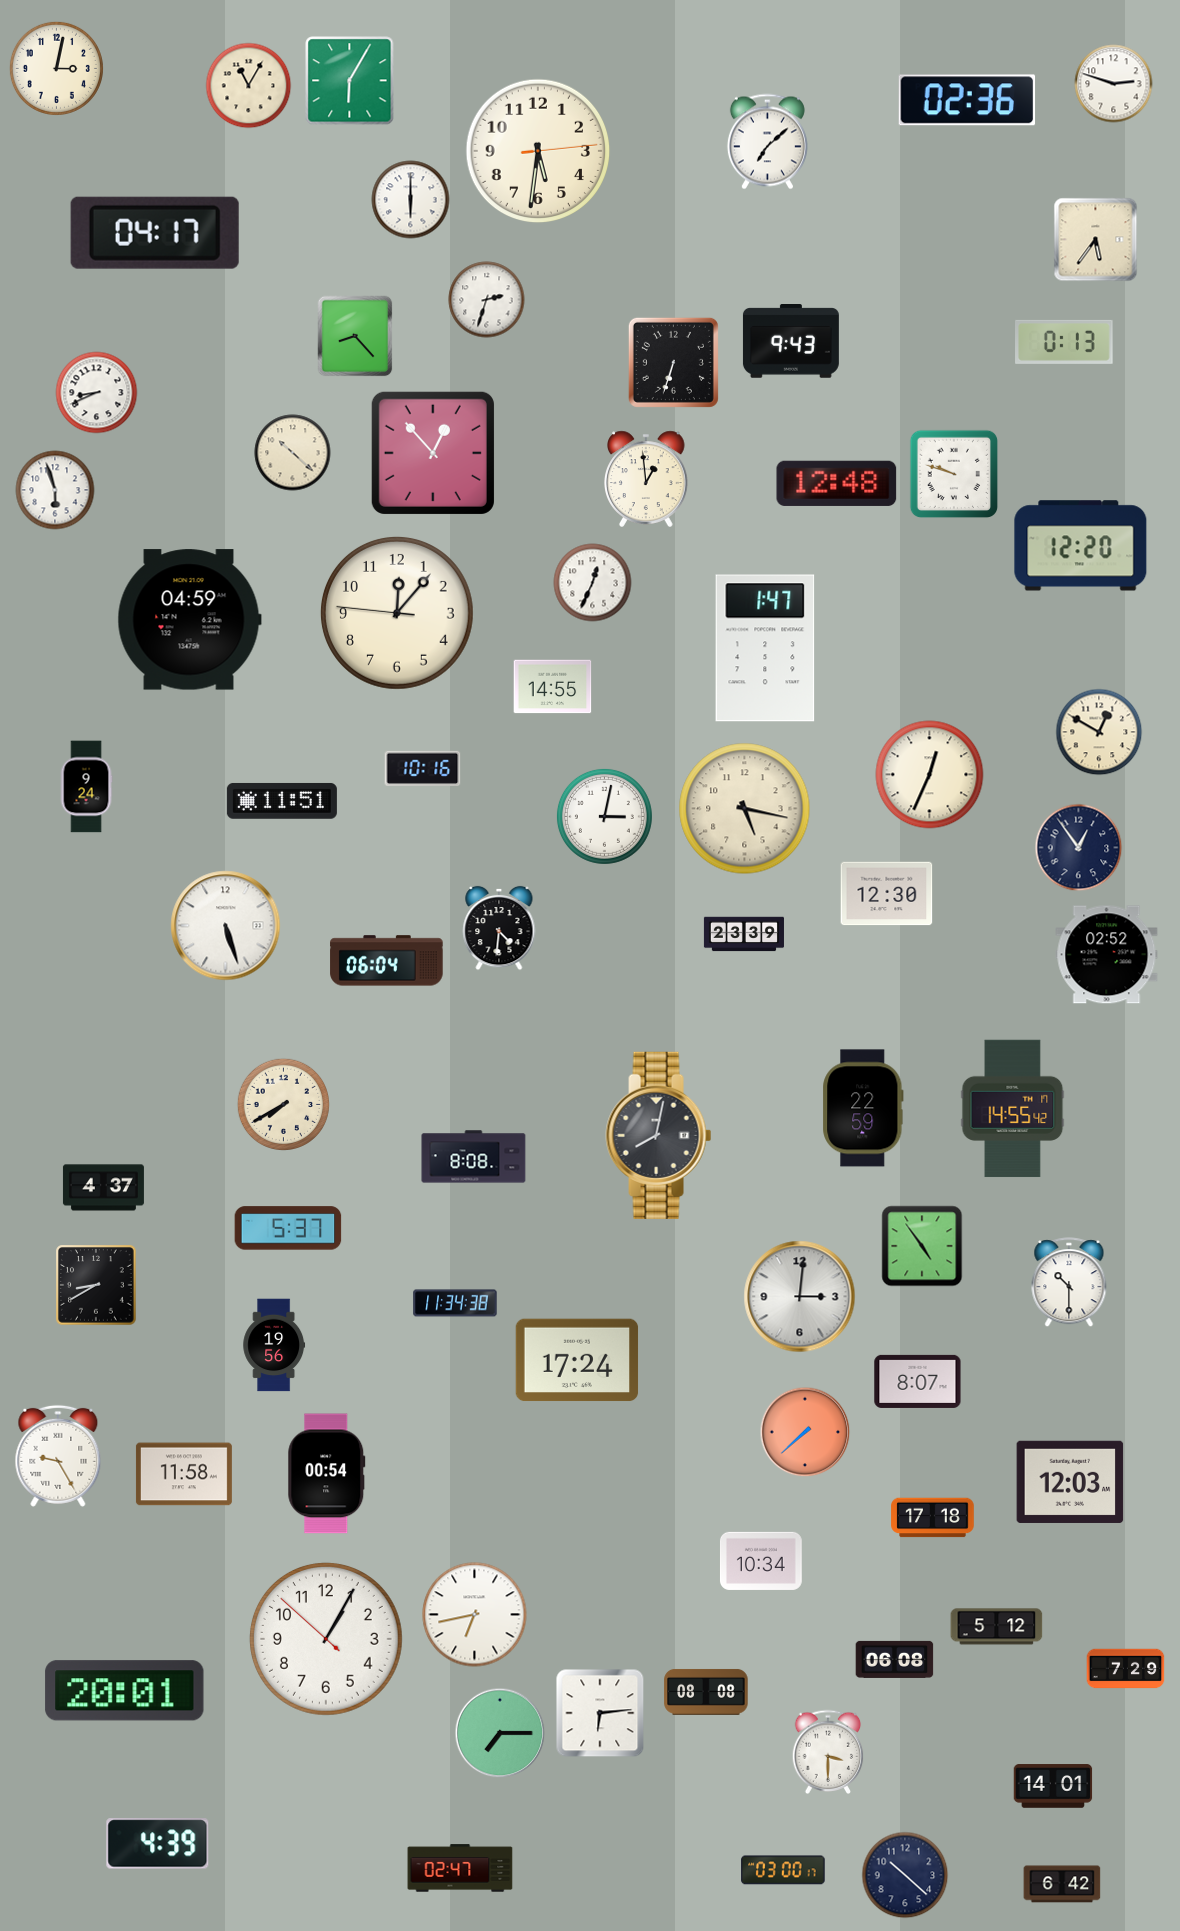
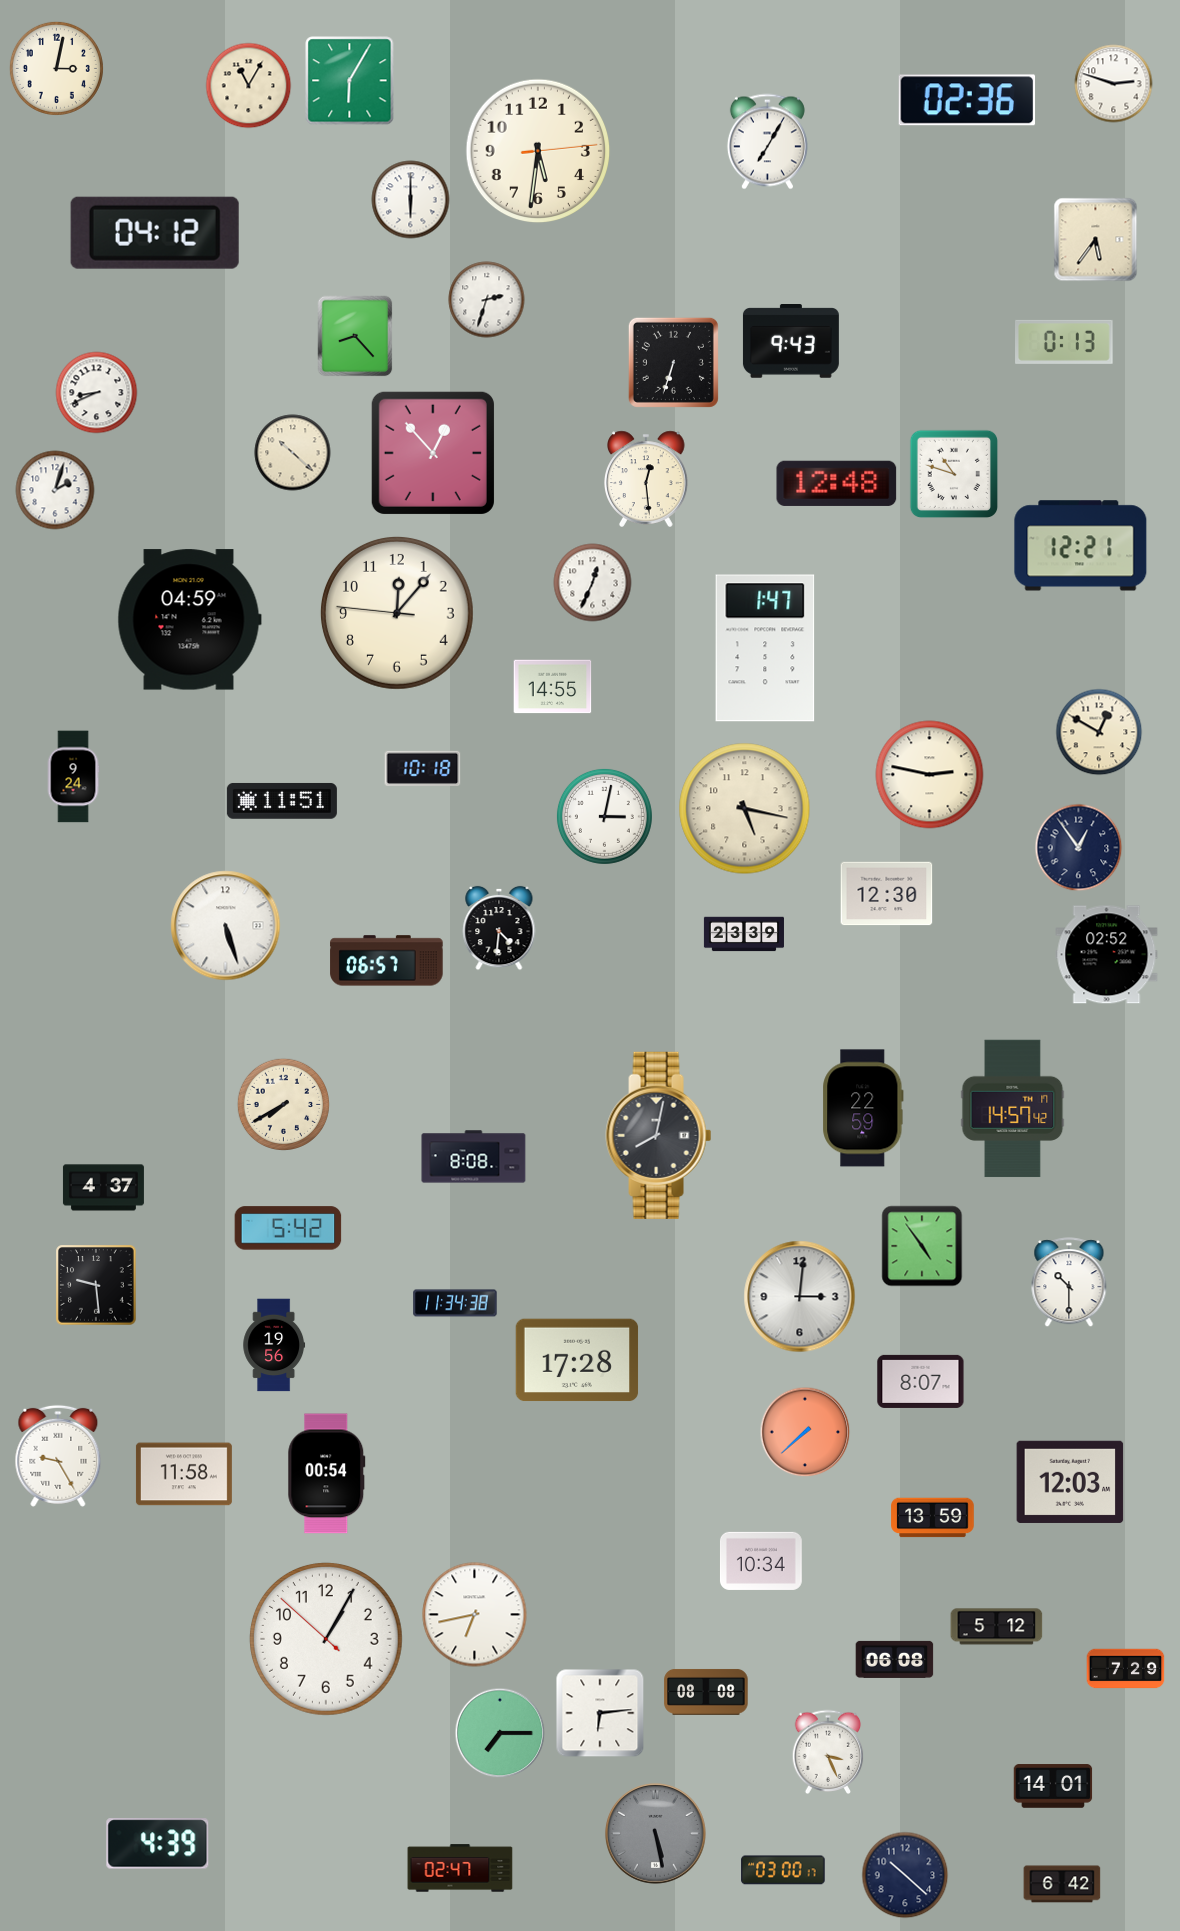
clock at (767, 142): 7:08 -> 7:05
clock at (155, 233): 04:17 -> 04:12
clock at (954, 474): 9:48 -> 10:48
clock at (647, 479): 12:59 -> 12:29
clock at (55, 490): 5:57 -> 2:03
clock at (1081, 546): 12:20 -> 12:21
clock at (423, 769): 10:16 -> 10:18
clock at (930, 775): 12:34 -> 2:47
clock at (86, 787) position: (86, 787) -> (73, 777)
clock at (387, 961): 06:04 -> 06:57
clock at (1013, 1109): 14:55 -> 14:57
clock at (288, 1228): 5:37 -> 5:42
clock at (96, 1285): 8:40 -> 9:29
clock at (577, 1360): 17:24 -> 17:28
clock at (918, 1381) position: (918, 1381) -> (921, 1381)
clock at (933, 1518): 17:18 -> 13:59
clock at (125, 1691): 20:01 -> none
clock at (828, 1752): 3:30 -> 3:26
clock at (655, 1833): none -> 5:28
